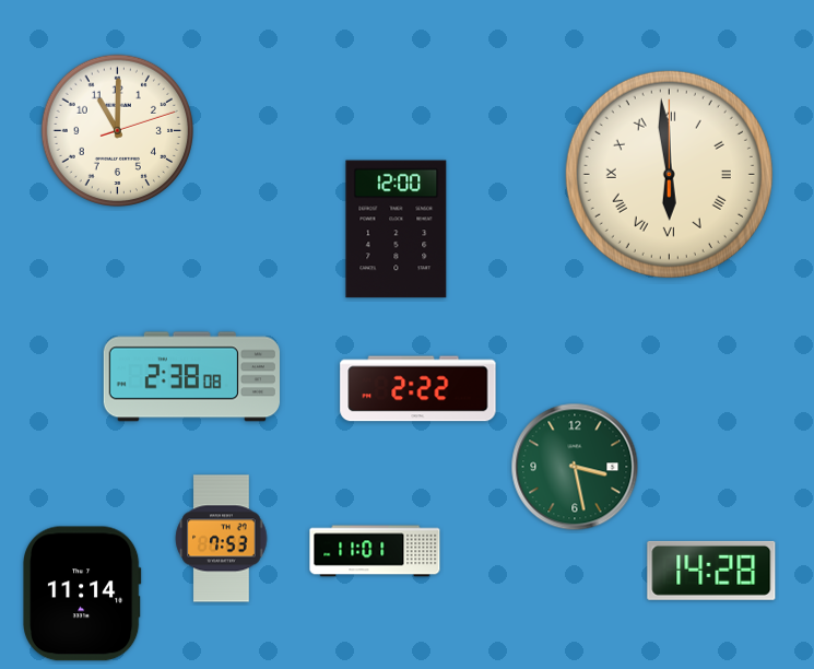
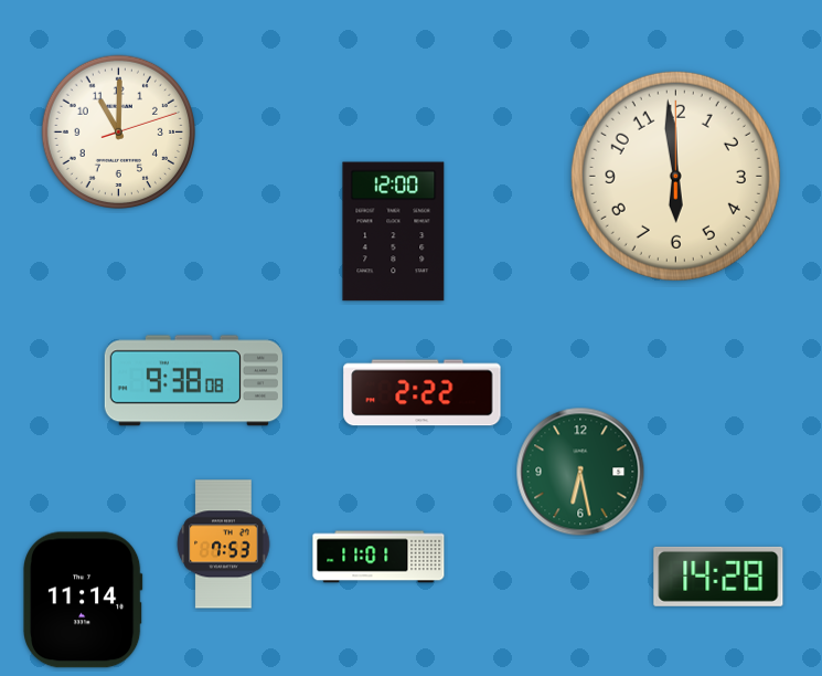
clock at (669, 174) numerals: Roman -> Arabic
clock at (397, 230) position: (397, 230) -> (394, 232)
clock at (191, 377): 2:38 -> 9:38
clock at (575, 467): 3:28 -> 6:28
